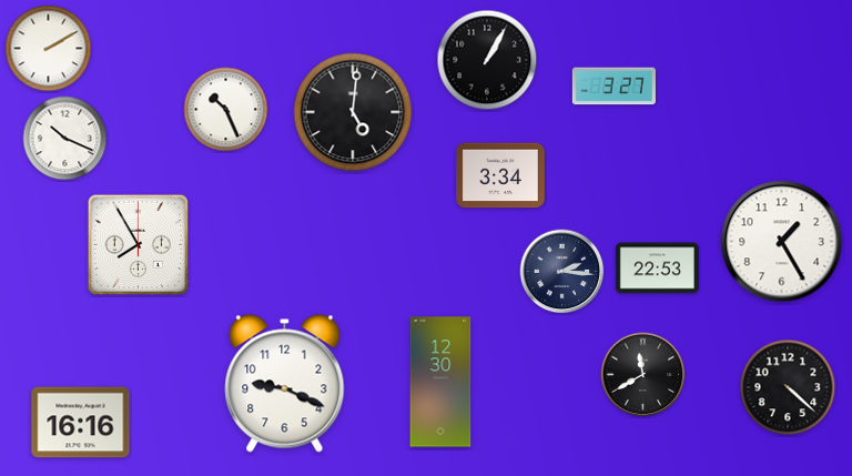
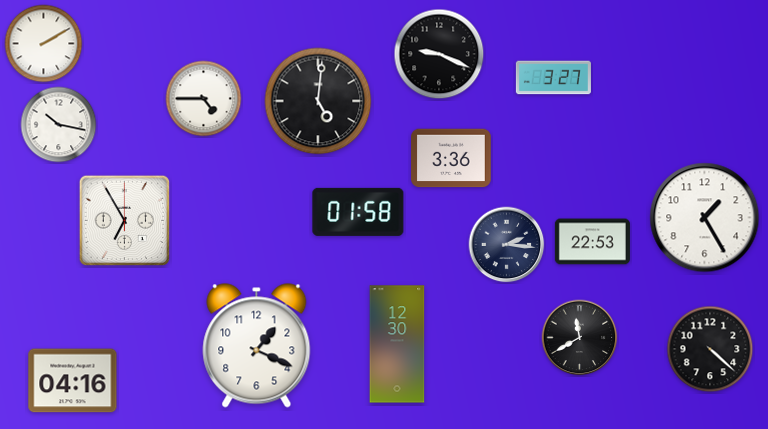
clock at (487, 60): 1:05 -> 9:19
clock at (226, 110): 10:26 -> 4:45
clock at (65, 139): 10:19 -> 10:17
clock at (500, 175): 3:34 -> 3:36
clock at (358, 212): none -> 01:58
clock at (138, 244): 7:55 -> 6:55
clock at (285, 384): 9:19 -> 1:19
clock at (81, 423): 16:16 -> 04:16
